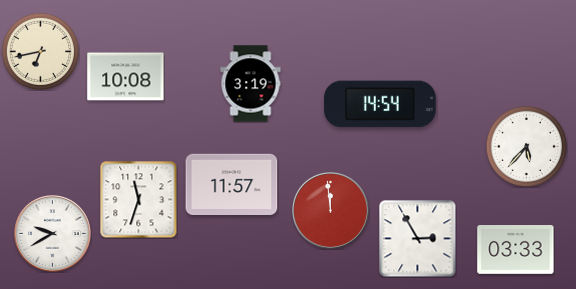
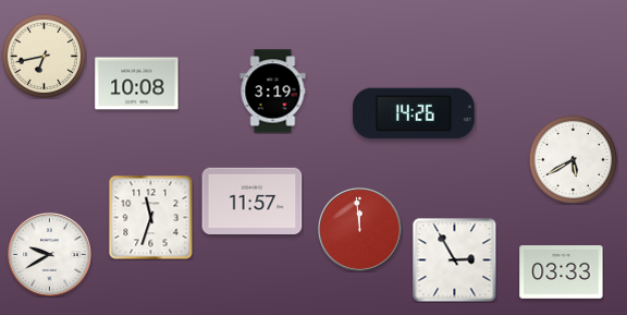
clock at (380, 104): 14:54 -> 14:26
clock at (526, 146): 5:37 -> 5:40
clock at (53, 234) position: (53, 234) -> (50, 255)
